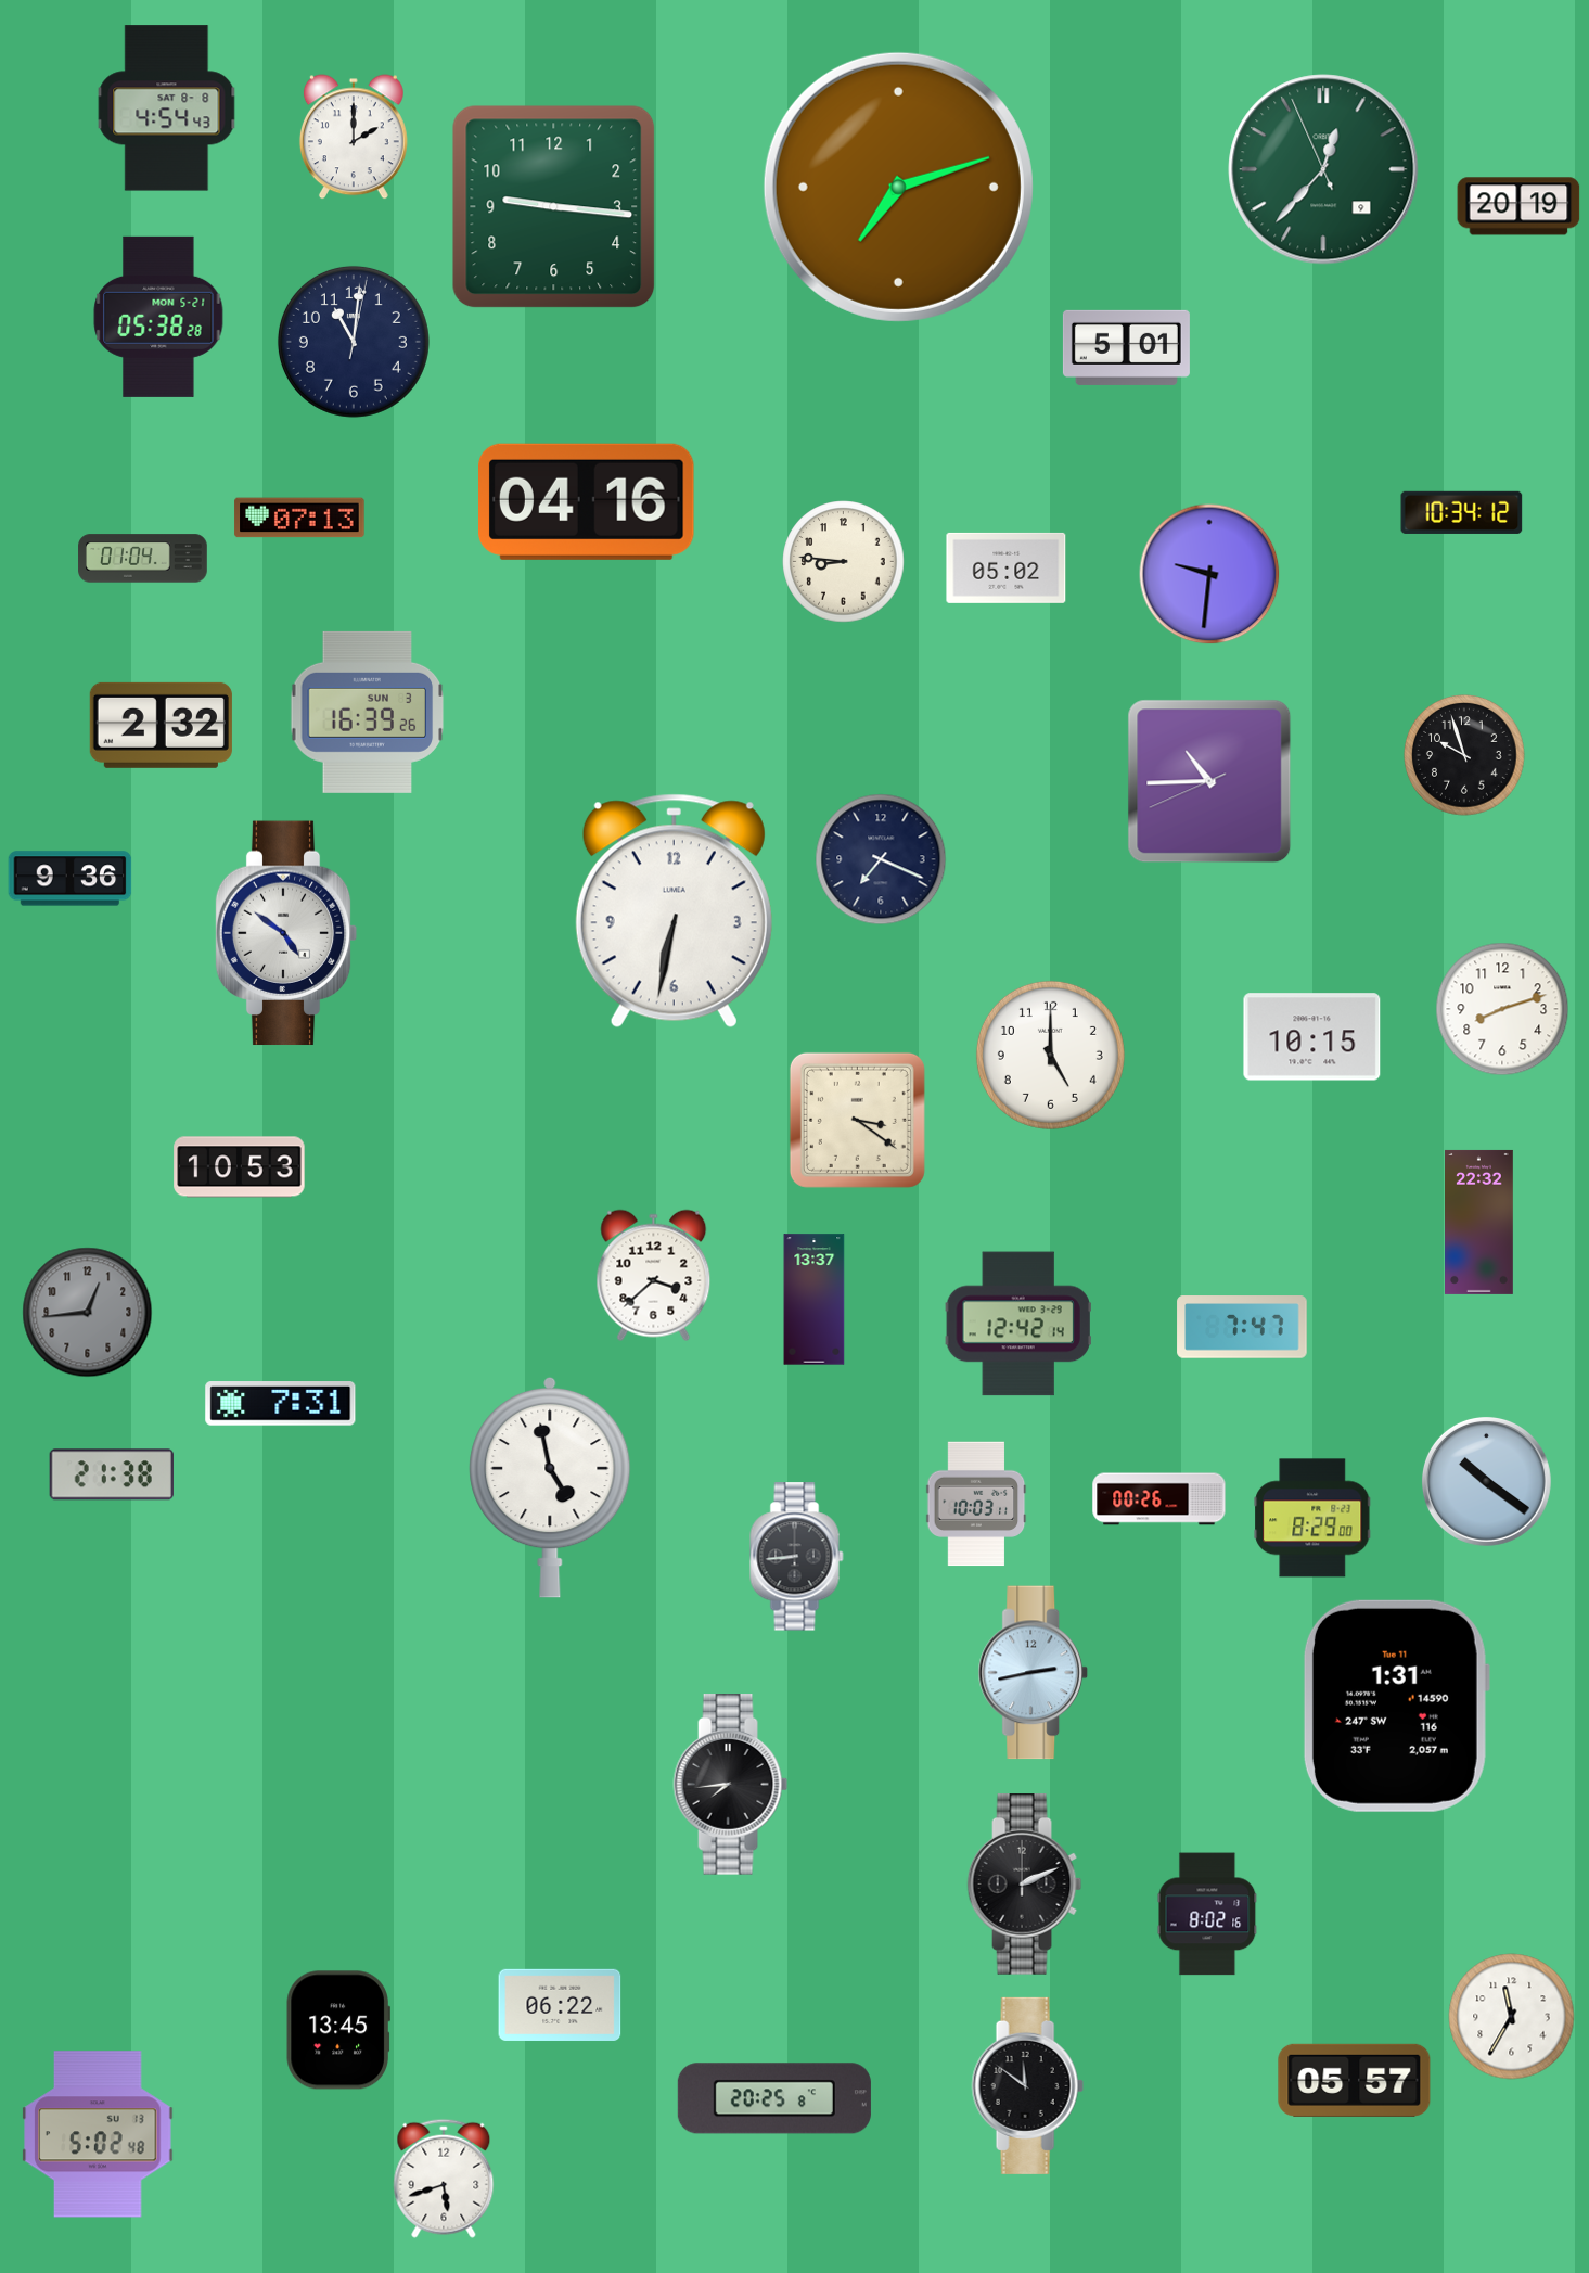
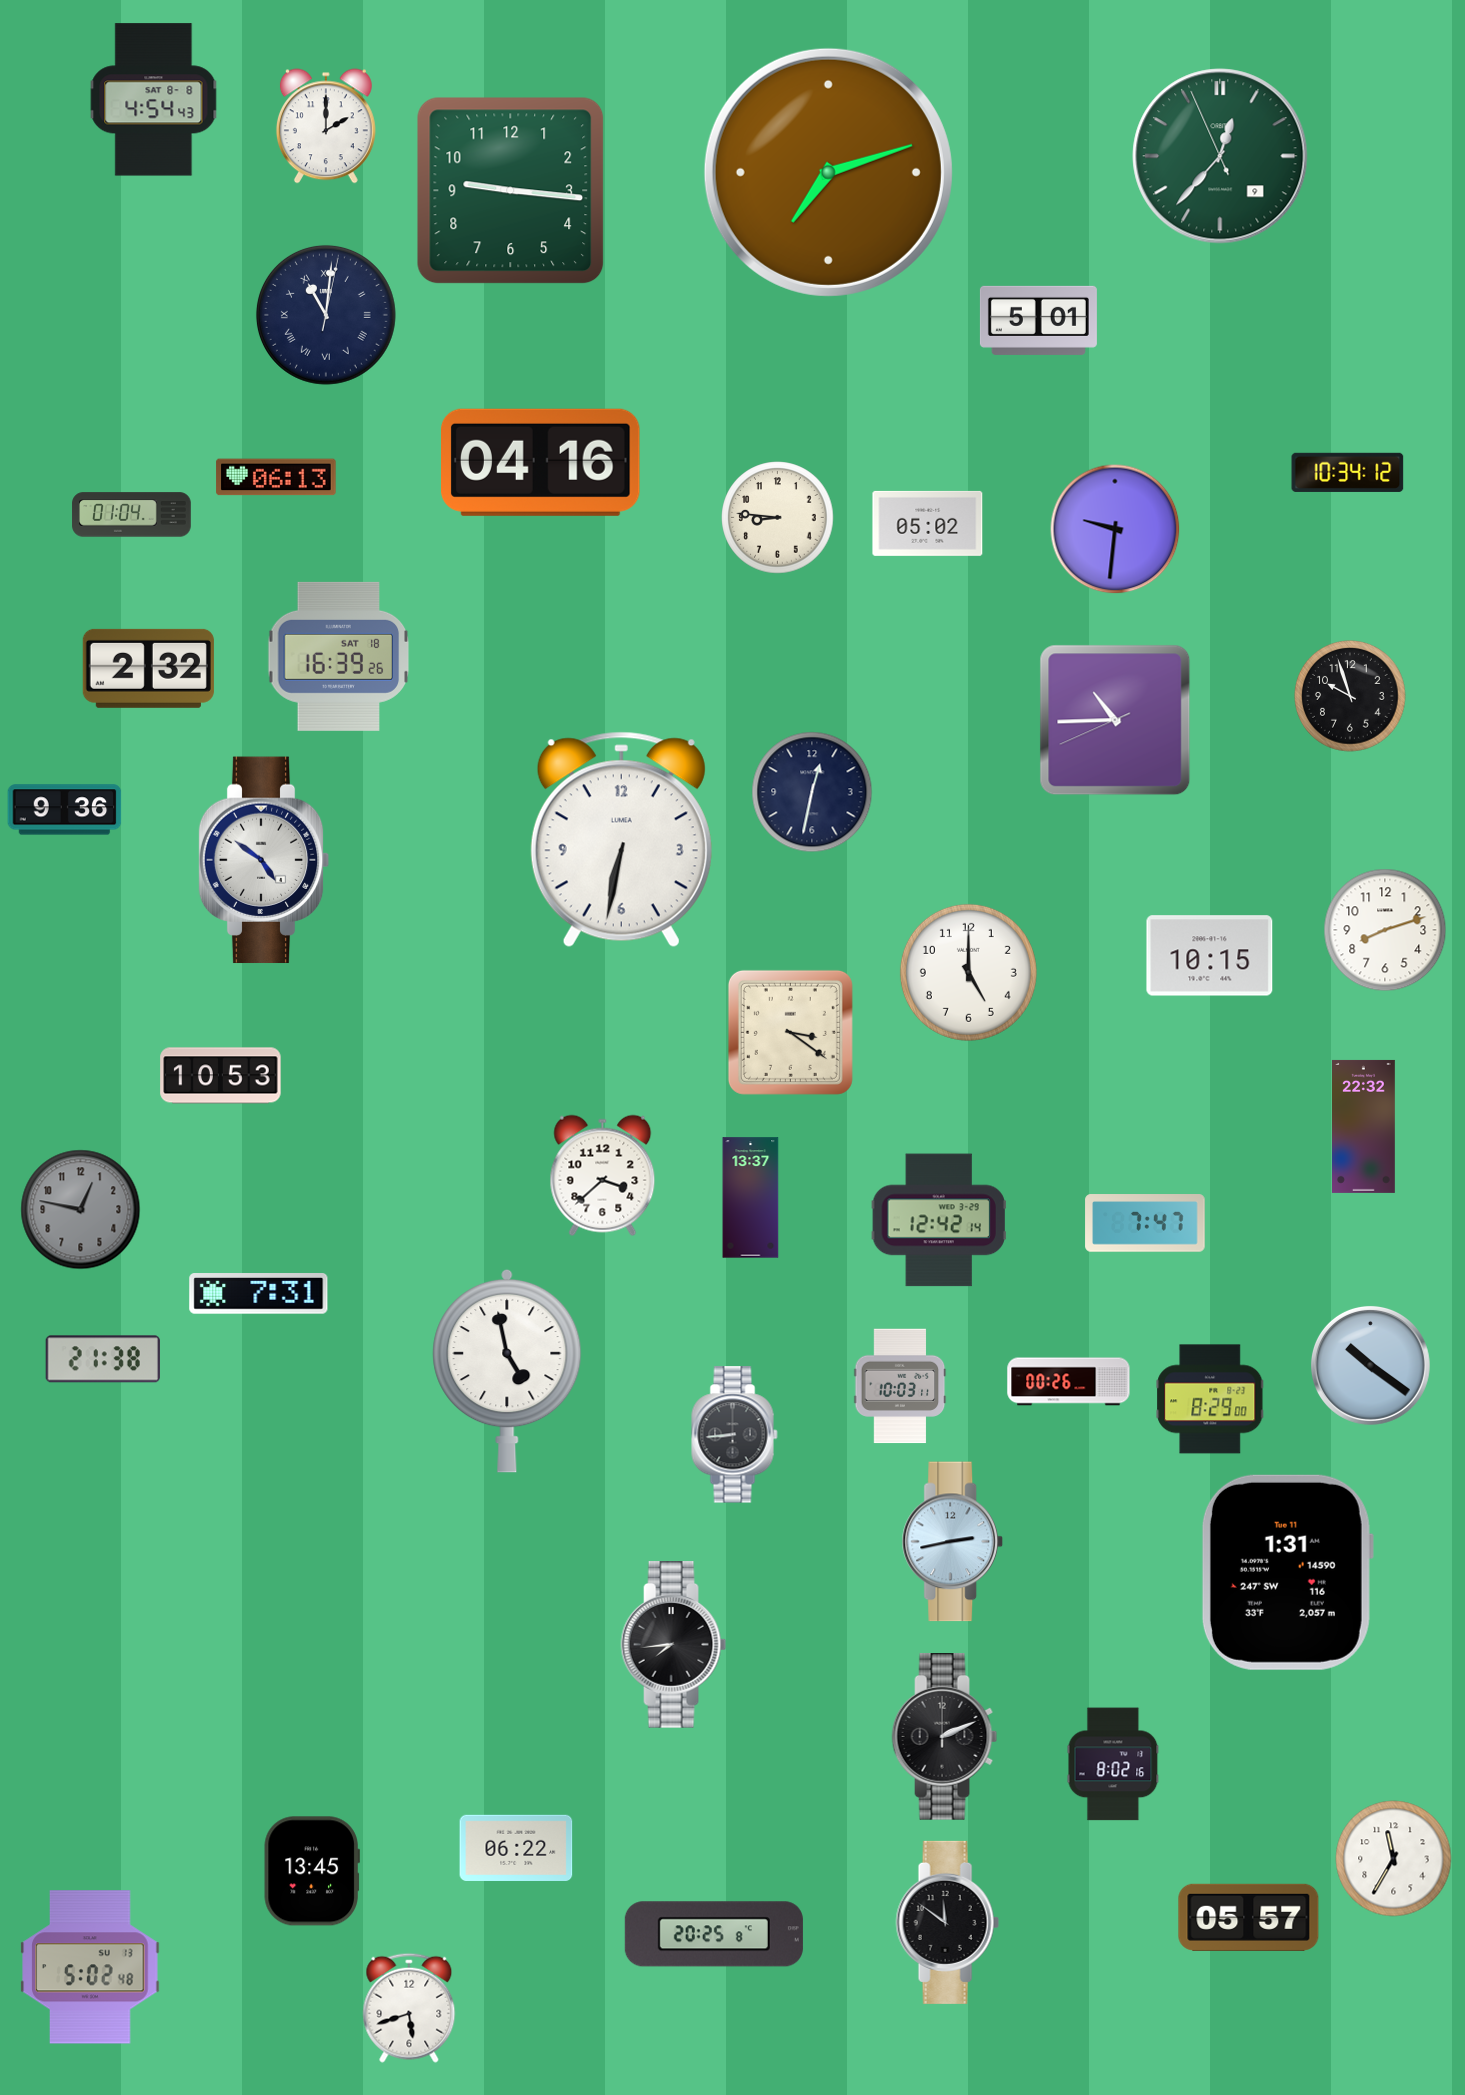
clock at (1518, 206): 20:19 -> none
clock at (158, 317): 05:38 -> none
clock at (354, 342) numerals: Arabic -> Roman
clock at (299, 518): 07:13 -> 06:13
clock at (368, 712) date: SUN 3 -> SAT 18
clock at (881, 859): 7:19 -> 12:32
clock at (88, 1313): 12:44 -> 12:47
